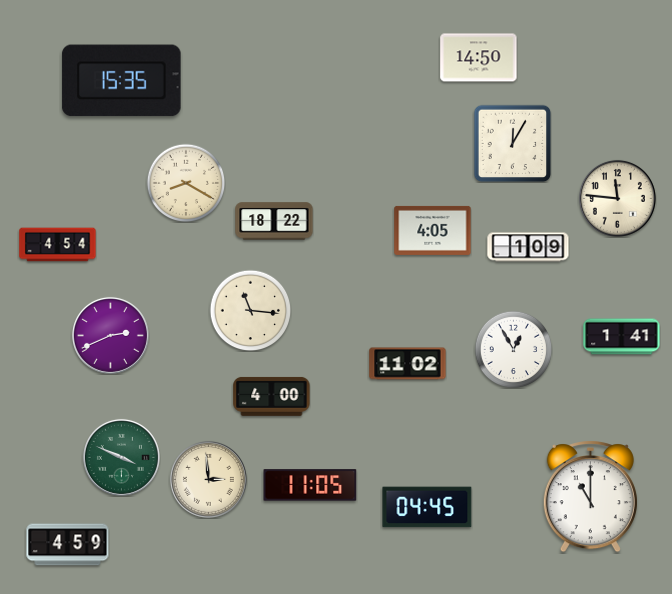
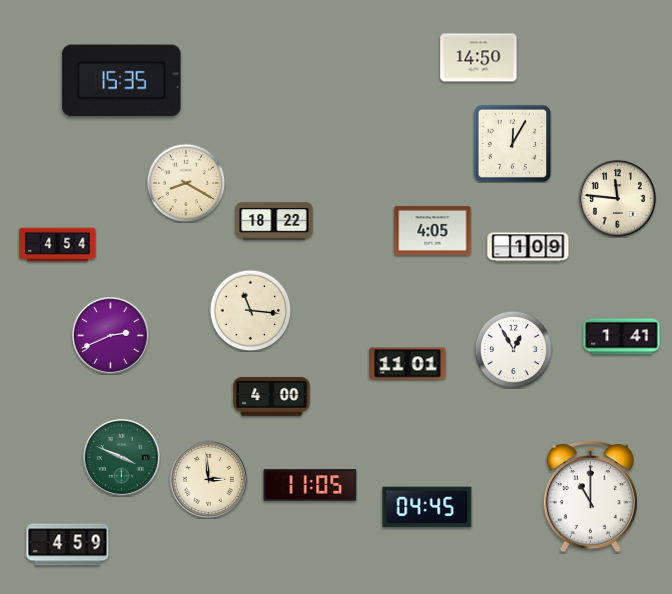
clock at (408, 364): 11:02 -> 11:01
